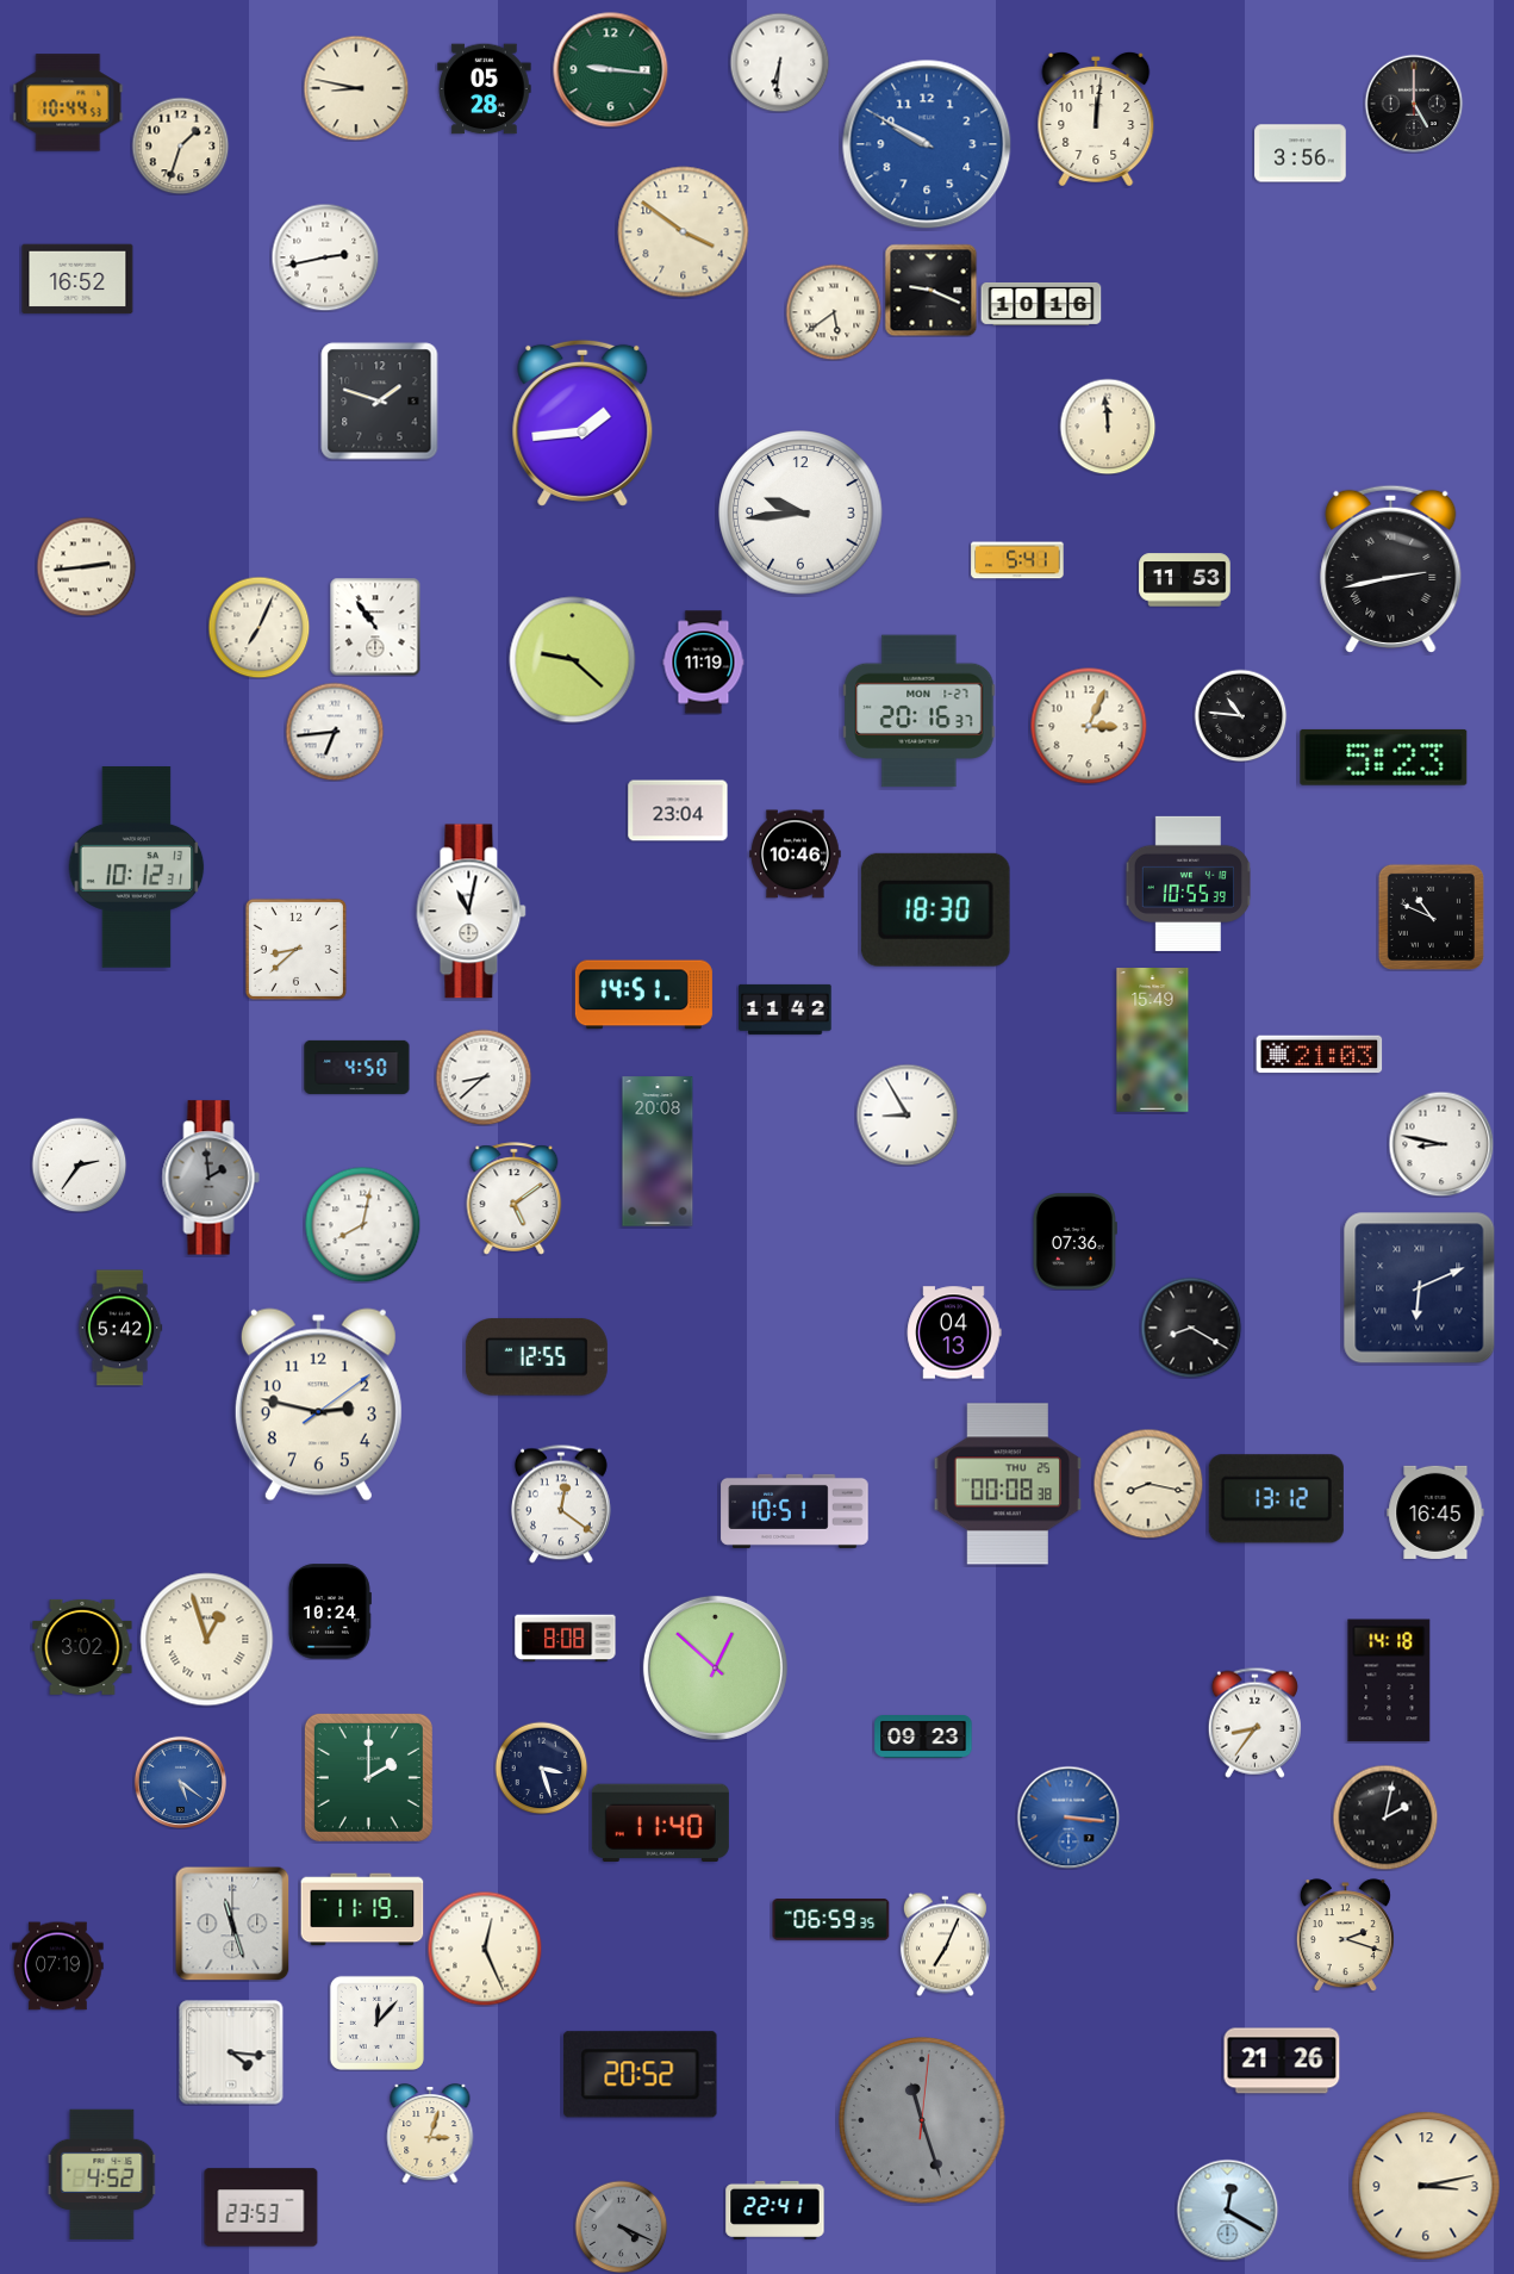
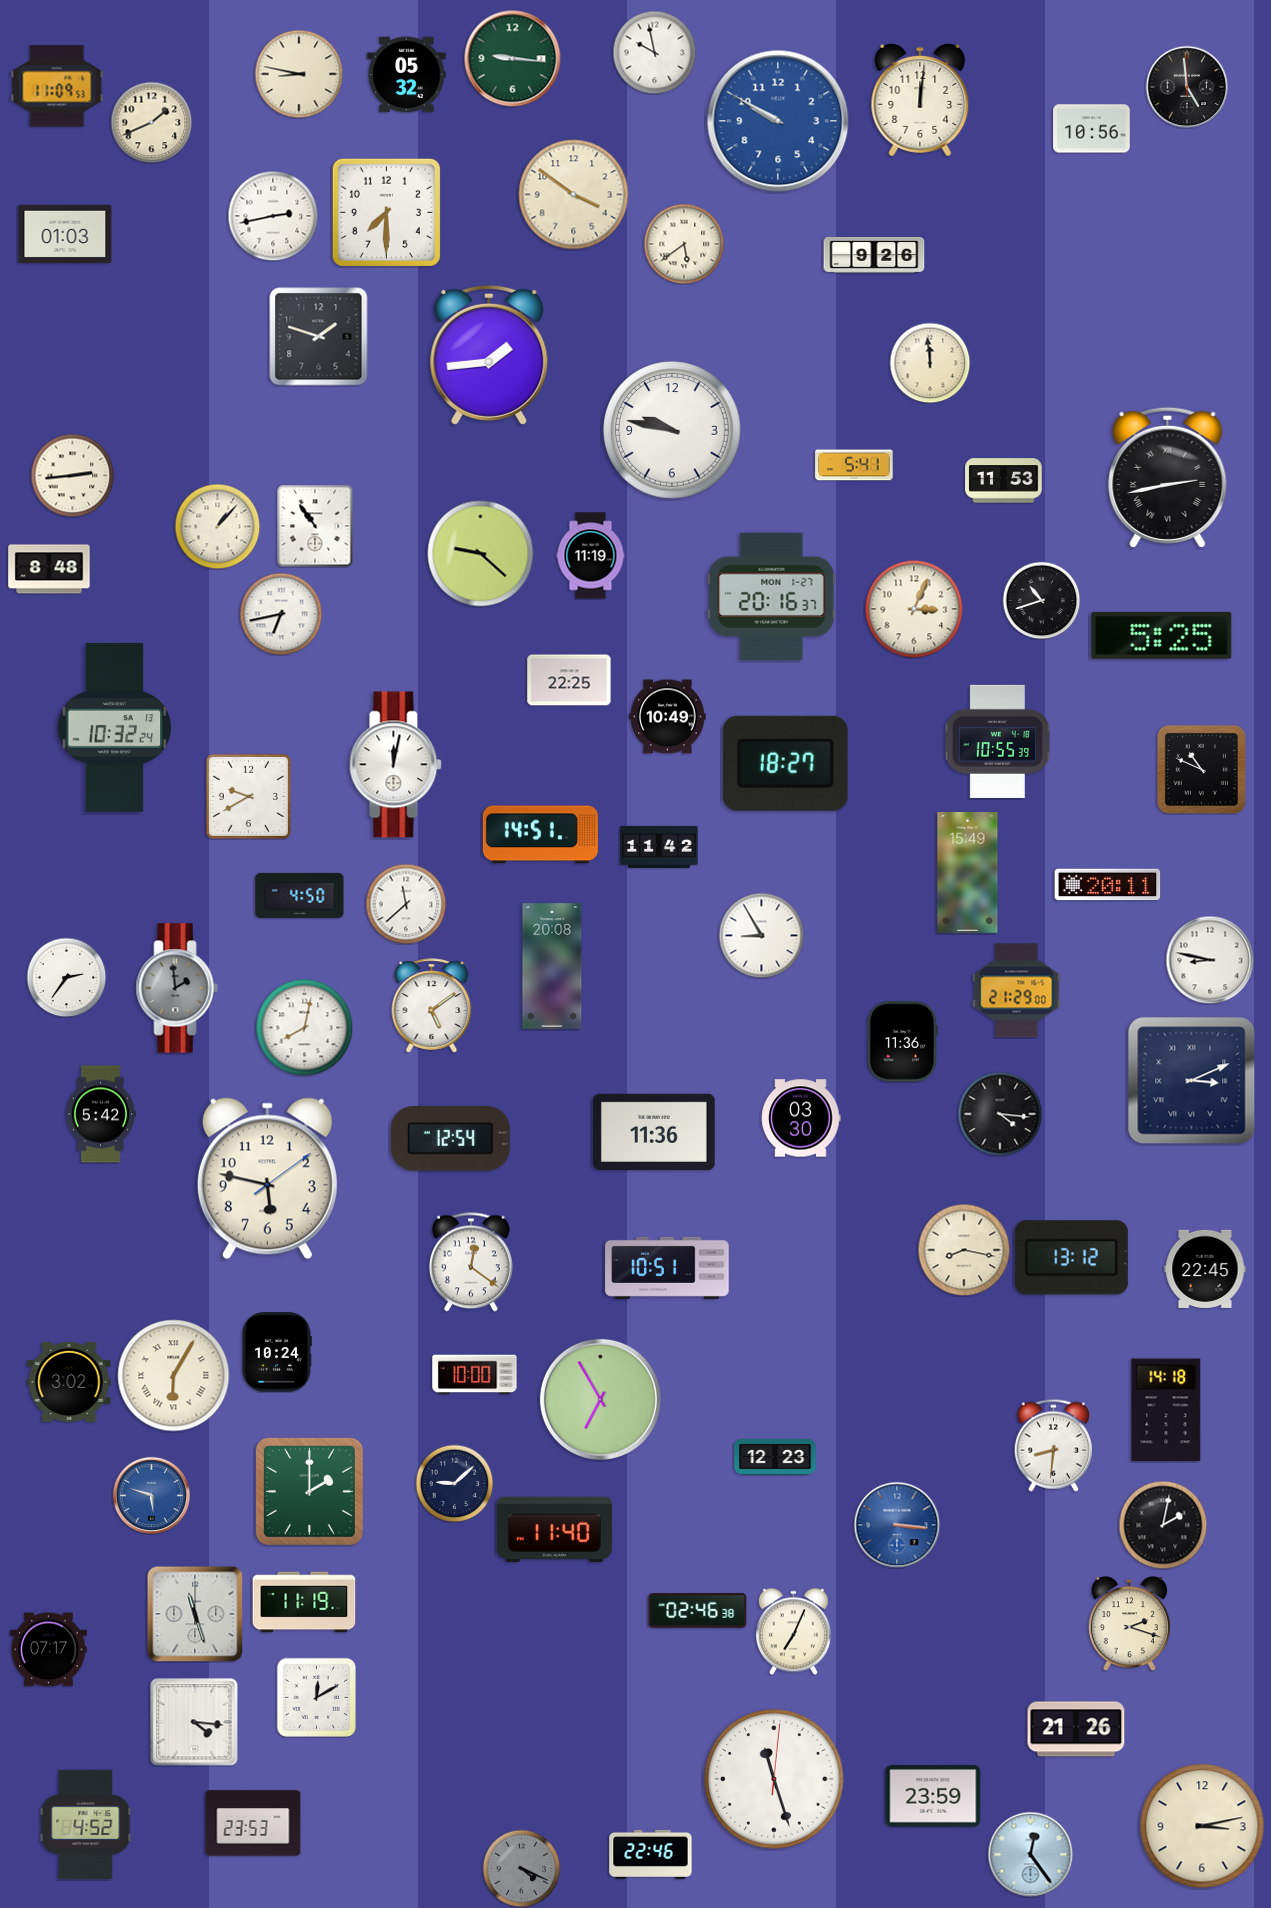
clock at (779, 62): 6:31 -> 9:58
clock at (485, 89): 05:28 -> 05:32
clock at (68, 102): 10:44 -> 11:09
clock at (1414, 104): 5:00 -> 4:59
clock at (180, 145): 1:33 -> 1:41
clock at (1301, 154): 3:56 -> 10:56
clock at (386, 212): none -> 7:30
clock at (77, 279): 16:52 -> 01:03
clock at (930, 290): 9:19 -> none
clock at (1041, 304): 10:16 -> 9:26
clock at (834, 312) position: (834, 312) -> (684, 244)
clock at (1108, 427) position: (1108, 427) -> (930, 363)
clock at (800, 512): 9:44 -> 9:47
clock at (1017, 560) position: (1017, 560) -> (854, 465)
clock at (1185, 580) position: (1185, 580) -> (1004, 481)
clock at (258, 627): 7:04 -> 1:07
clock at (49, 569): none -> 8:48
clock at (1240, 715): 10:46 -> 10:42
clock at (335, 732): 6:44 -> 6:43
clock at (1384, 757): 5:23 -> 5:25
clock at (678, 810): 23:04 -> 22:25
clock at (796, 855): 10:46 -> 10:49
clock at (137, 868): 10:12 -> 10:32
clock at (935, 909): 18:30 -> 18:27
clock at (472, 912): 11:02 -> 12:02
clock at (295, 949): 8:38 -> 9:40
clock at (1320, 1055): 21:03 -> 20:11
clock at (484, 1077): 8:38 -> 11:38
clock at (1017, 991): none -> 21:29
clock at (1074, 1242): 07:36 -> 11:36
clock at (1420, 1288): 6:11 -> 3:11
clock at (1191, 1328): 8:20 -> 4:16
clock at (954, 1332): 04:13 -> 03:30
clock at (655, 1132): none -> 11:36
clock at (536, 1357): 12:55 -> 12:54
clock at (318, 1405): 2:47 -> 5:47
clock at (1008, 1484): 00:08 -> none
clock at (1148, 1484) position: (1148, 1484) -> (964, 1250)
clock at (1435, 1512): 16:45 -> 22:45
clock at (566, 1639): 8:08 -> 10:00
clock at (207, 1640): 12:57 -> 6:05
clock at (715, 1667): 12:52 -> 6:55
clock at (1254, 1722): 8:36 -> 8:31
clock at (923, 1738): 09:23 -> 12:23
clock at (541, 1767): 3:27 -> 9:08
clock at (180, 1782): 5:21 -> 5:48
clock at (831, 1920): 06:59 -> 02:46
clock at (485, 1949): 12:26 -> none
clock at (58, 1967): 07:19 -> 07:17
clock at (376, 2023): 12:07 -> 12:10
clock at (641, 2075): 20:52 -> none
clock at (922, 2120) dial: grey -> white
clock at (430, 2135): 3:03 -> none
clock at (933, 1797): none -> 23:59
clock at (1426, 2186) position: (1426, 2186) -> (1202, 1826)
clock at (261, 2207) position: (261, 2207) -> (253, 1823)
clock at (775, 2210): 22:41 -> 22:46
clock at (1227, 2210): 12:20 -> 12:24
